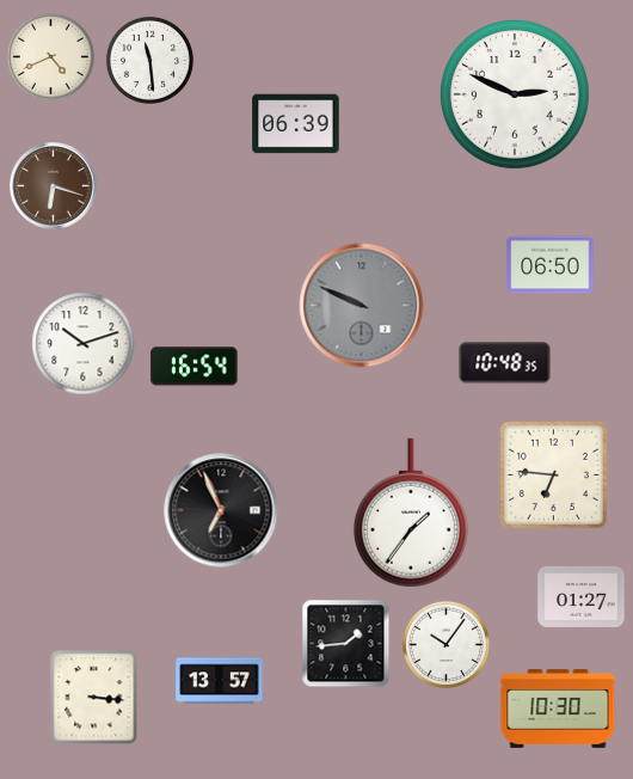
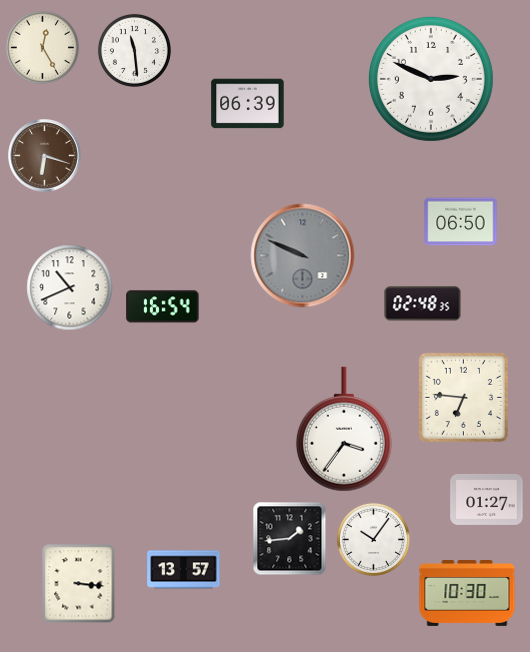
clock at (50, 56): 4:41 -> 12:25
clock at (149, 60) position: (149, 60) -> (134, 50)
clock at (84, 344): 10:12 -> 10:41
clock at (505, 363): 10:48 -> 02:48
clock at (221, 510): 6:56 -> none
clock at (411, 513): 1:36 -> 3:36
